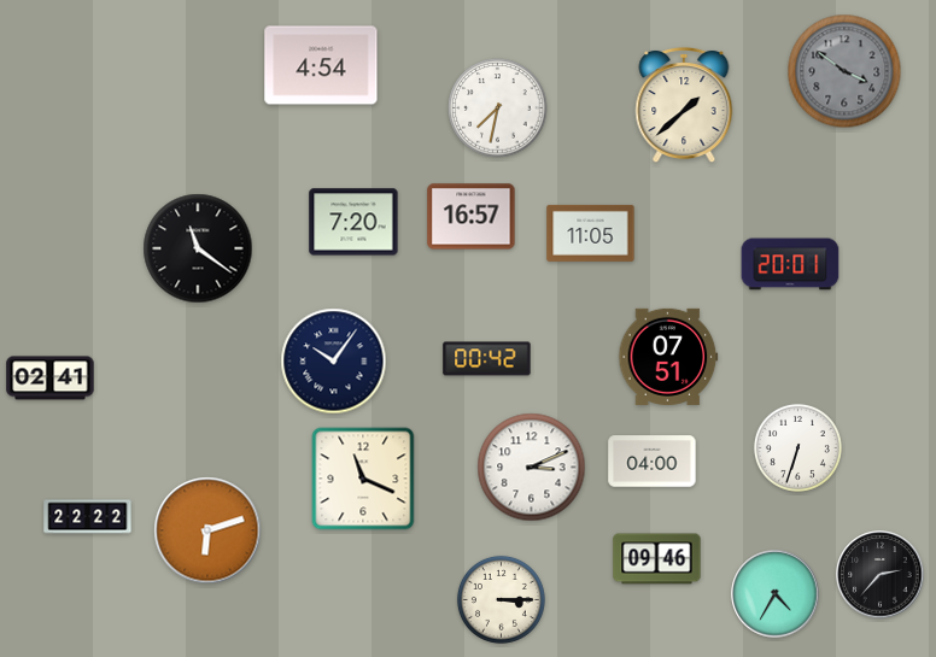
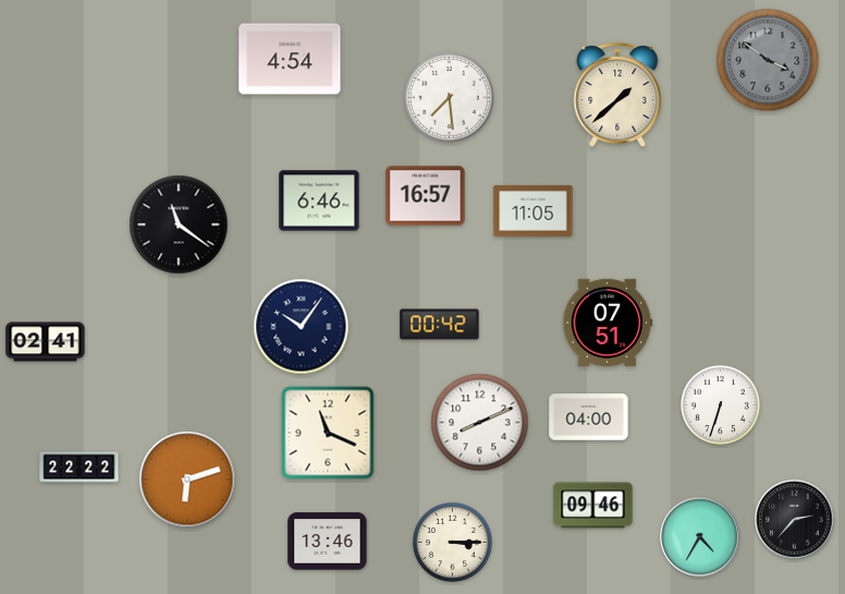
clock at (844, 71) position: (844, 71) -> (768, 60)
clock at (498, 108): 7:32 -> 7:29
clock at (353, 222): 7:20 -> 6:46
clock at (790, 264): 20:01 -> none
clock at (668, 357) position: (668, 357) -> (608, 323)
clock at (532, 468): 3:11 -> 8:11
clock at (328, 542): none -> 13:46
